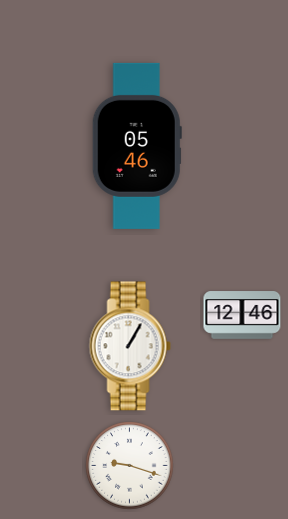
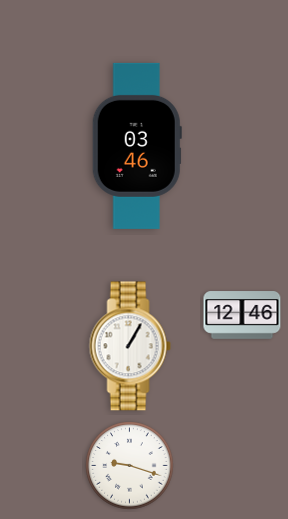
clock at (137, 146): 05:46 -> 03:46
